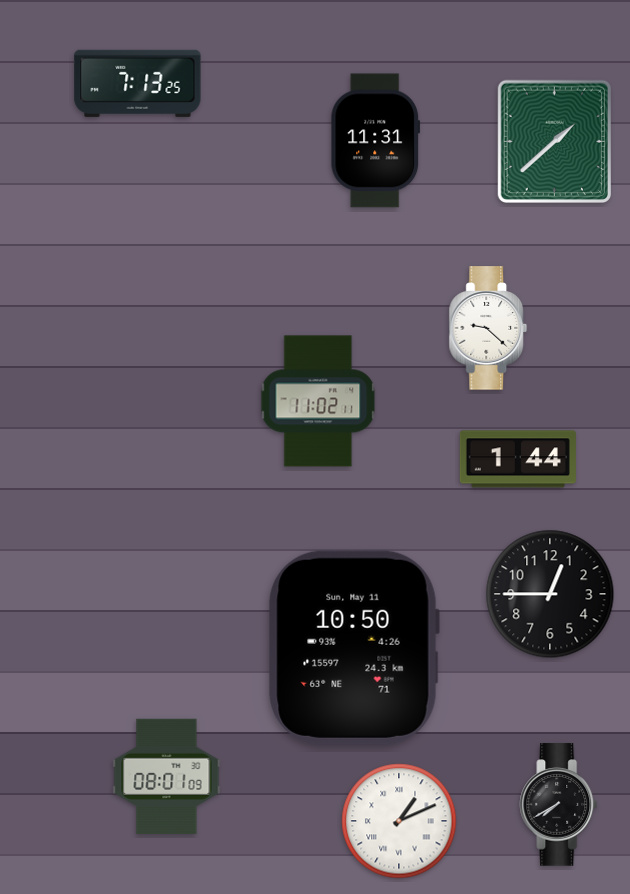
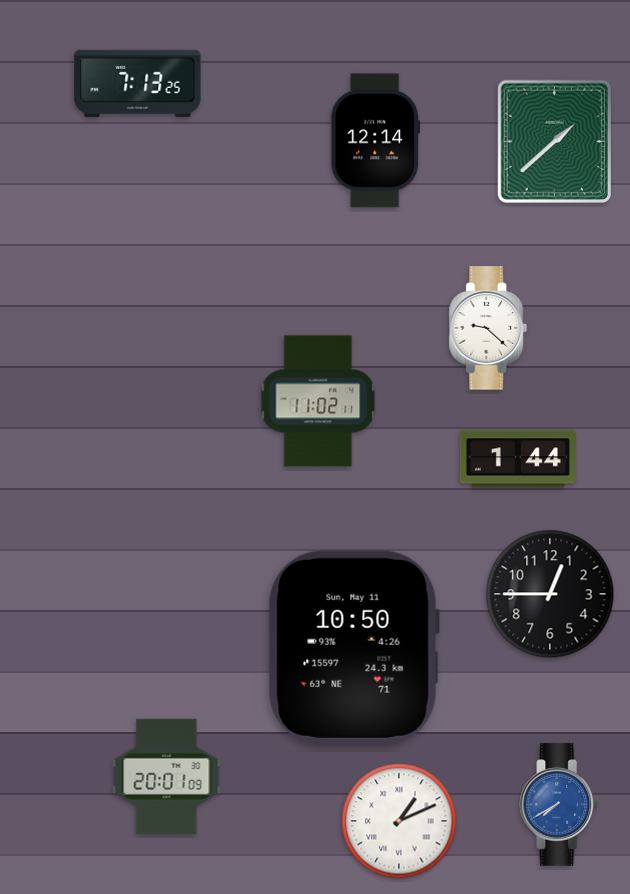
clock at (376, 141): 11:31 -> 12:14
clock at (167, 776): 08:01 -> 20:01
clock at (559, 805) dial: black -> blue
